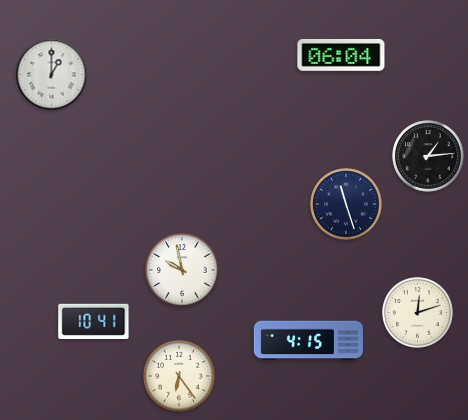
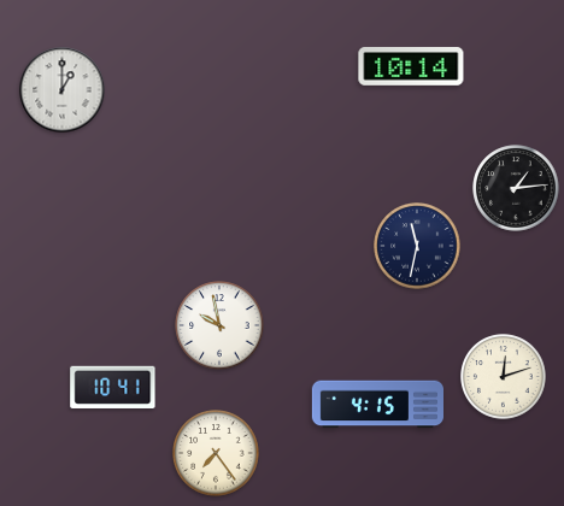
clock at (341, 55): 06:04 -> 10:14
clock at (346, 204): 11:27 -> 11:32
clock at (308, 341) position: (308, 341) -> (377, 405)
clock at (179, 376): 6:24 -> 7:24
